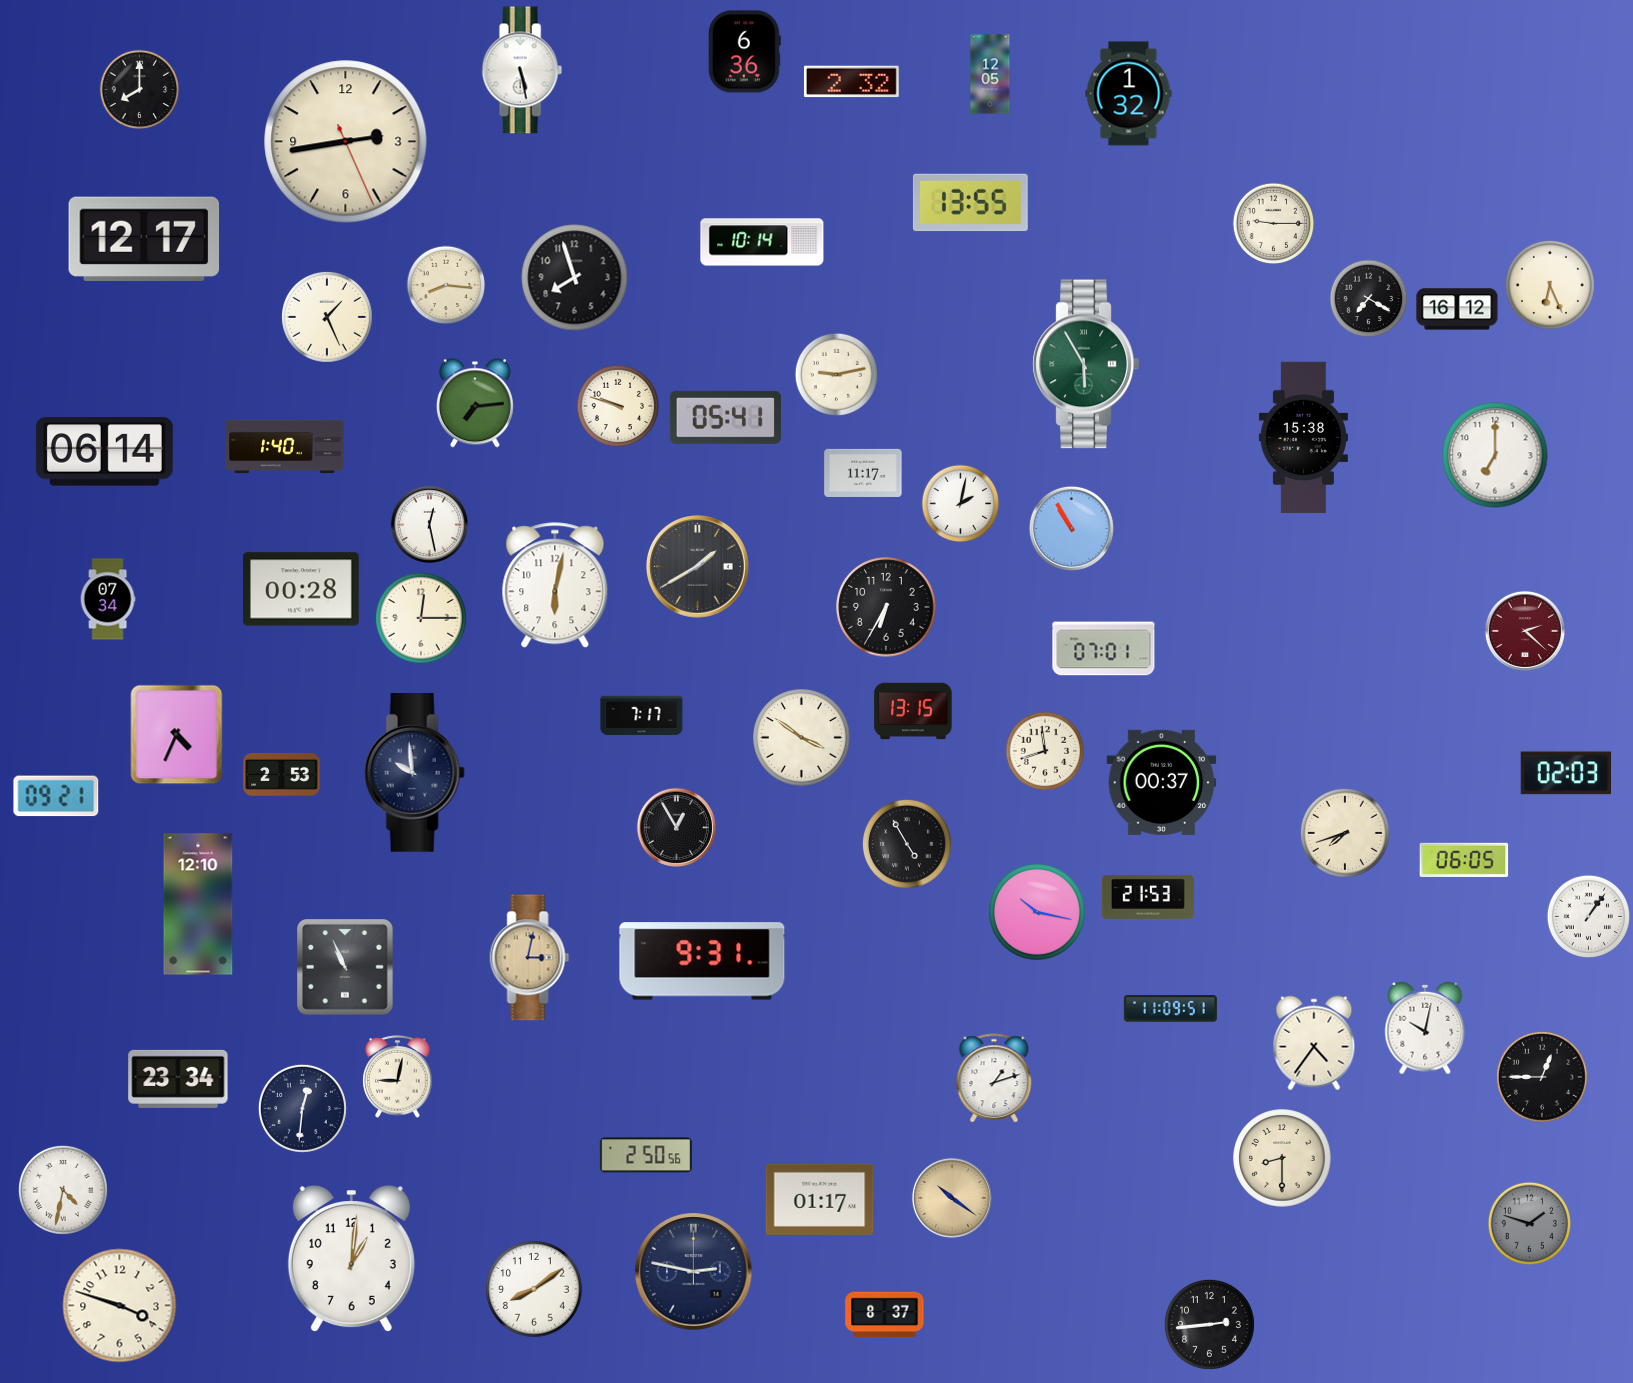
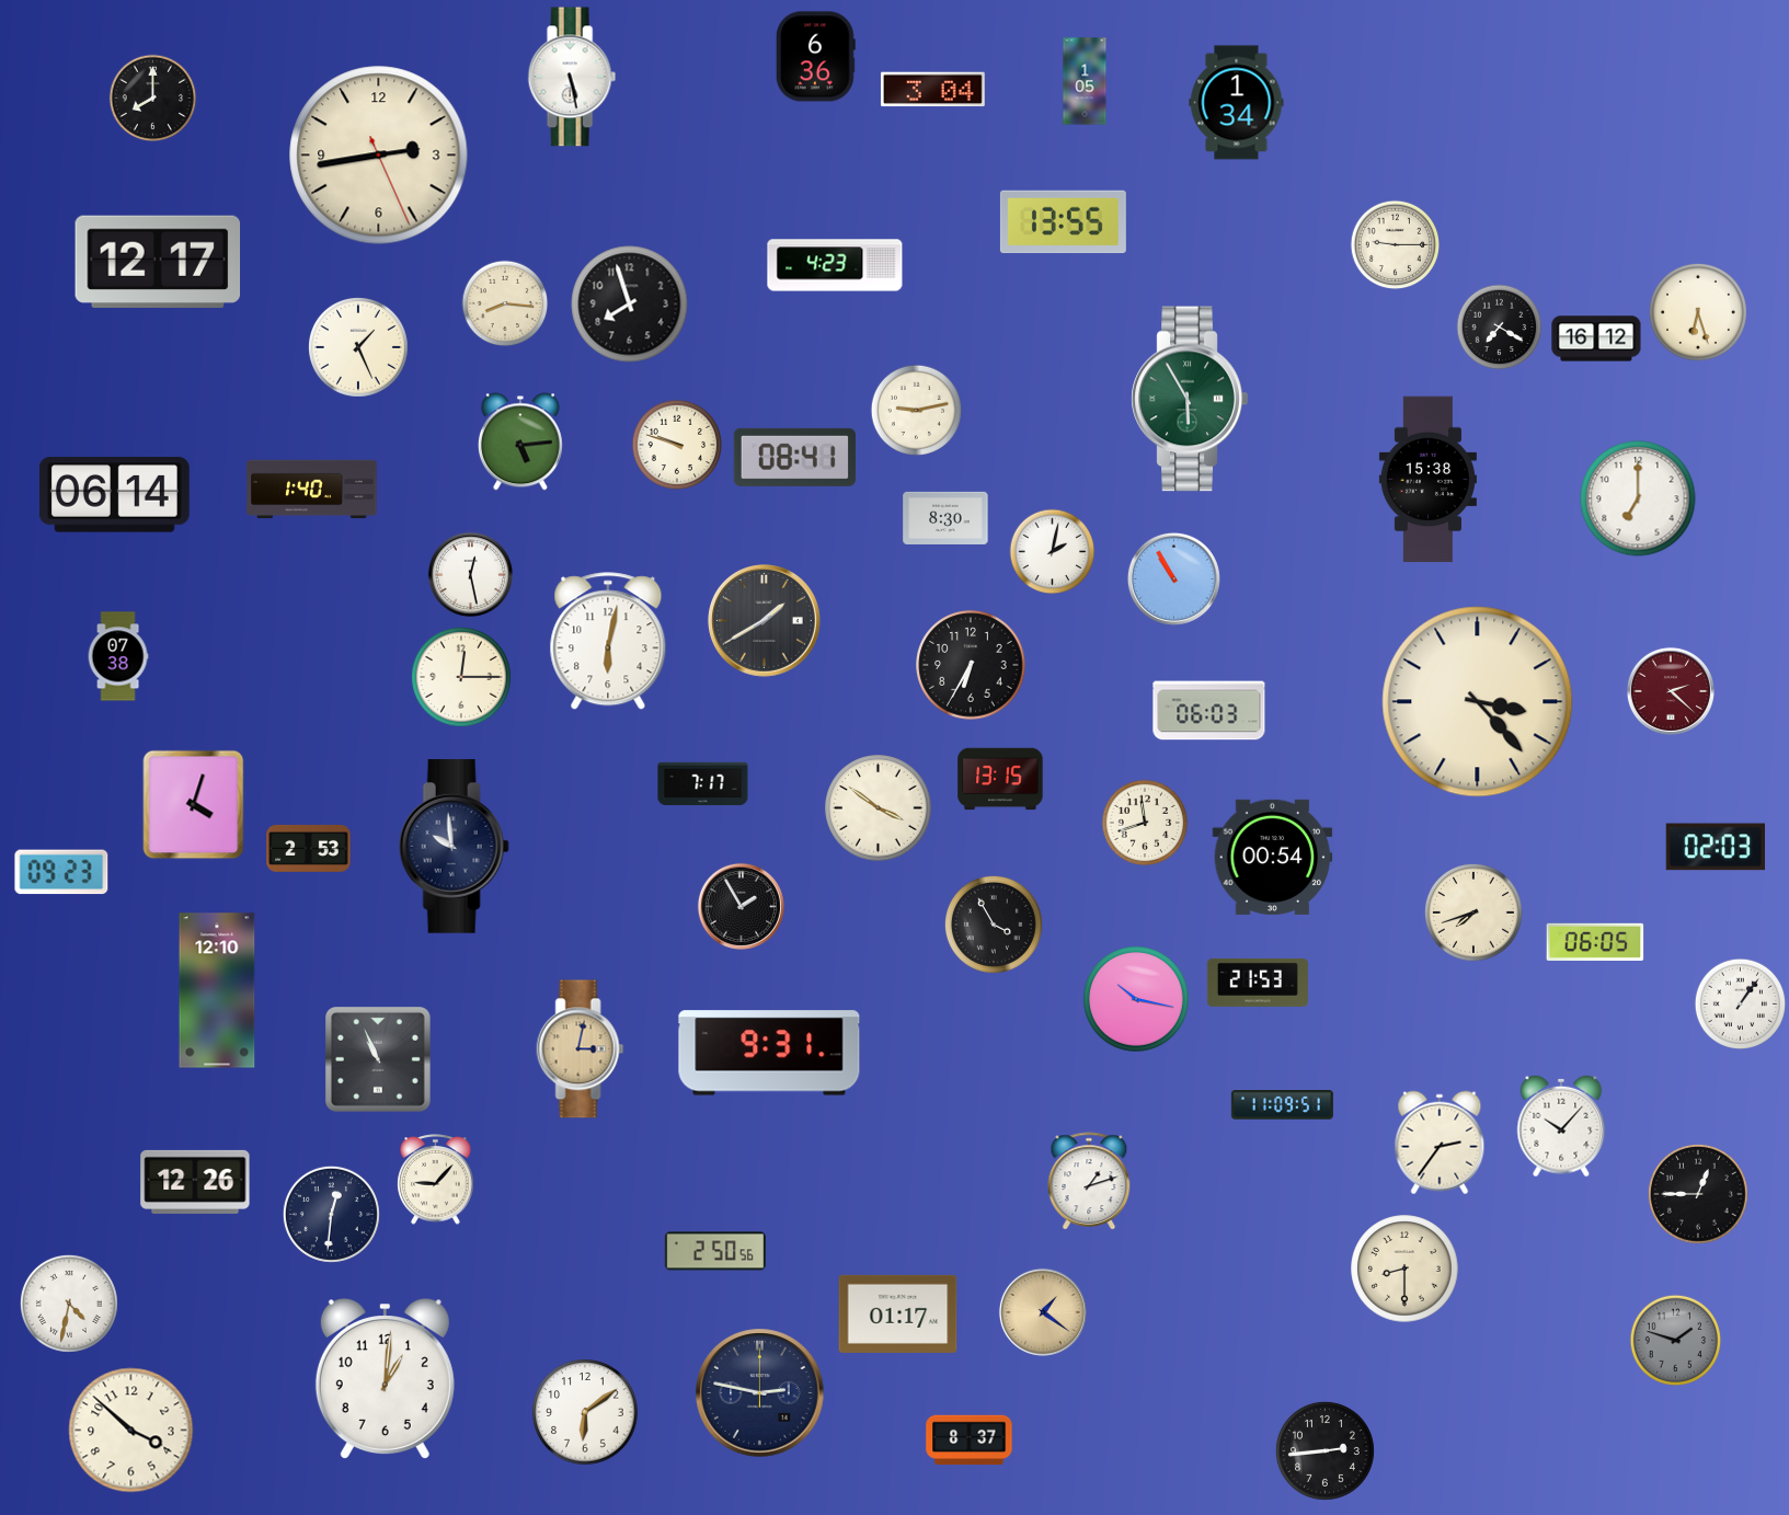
clock at (990, 74): 12:05 -> 1:05
clock at (851, 82): 2:32 -> 3:04
clock at (1129, 94): 1:32 -> 1:34
clock at (762, 242): 10:14 -> 4:23
clock at (446, 285) position: (446, 285) -> (505, 303)
clock at (1550, 285): 6:26 -> 6:27
clock at (475, 403): 7:14 -> 5:14
clock at (725, 417): 05:41 -> 08:41
clock at (863, 473): 11:17 -> 8:30
clock at (301, 589): 00:28 -> none
clock at (108, 599): 07:34 -> 07:38
clock at (1478, 702): none -> 3:23
clock at (1104, 649): 07:01 -> 06:03
clock at (177, 735): 4:34 -> 4:03
clock at (1162, 782): 00:37 -> 00:54
clock at (56, 796): 09:21 -> 09:23
clock at (676, 827): 12:55 -> 1:55
clock at (907, 844): 4:55 -> 3:55
clock at (1464, 860) position: (1464, 860) -> (1595, 942)
clock at (1425, 1028): 10:02 -> 10:07
clock at (1314, 1043): 4:36 -> 2:36
clock at (398, 1077): 9:02 -> 9:07
clock at (1542, 1077) position: (1542, 1077) -> (1698, 1194)
clock at (178, 1079): 23:34 -> 12:26
clock at (646, 1155) position: (646, 1155) -> (715, 1251)
clock at (952, 1198): 10:21 -> 1:21
clock at (534, 1289): 8:09 -> 6:09
clock at (120, 1306): 3:48 -> 3:52
